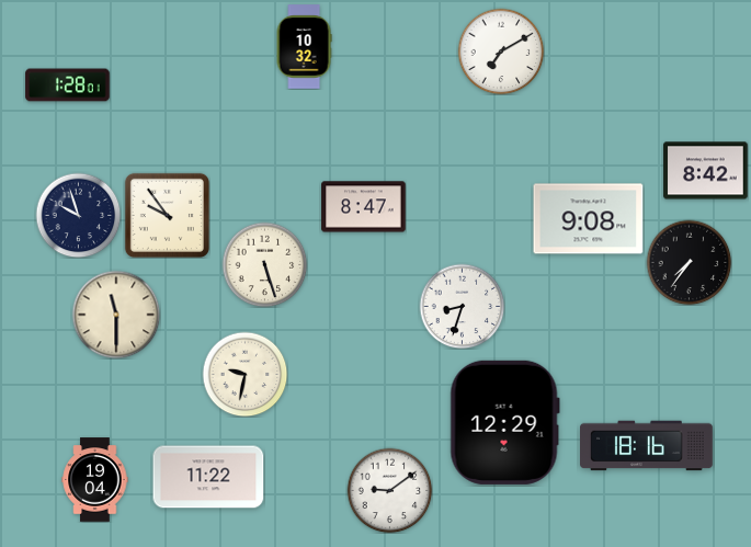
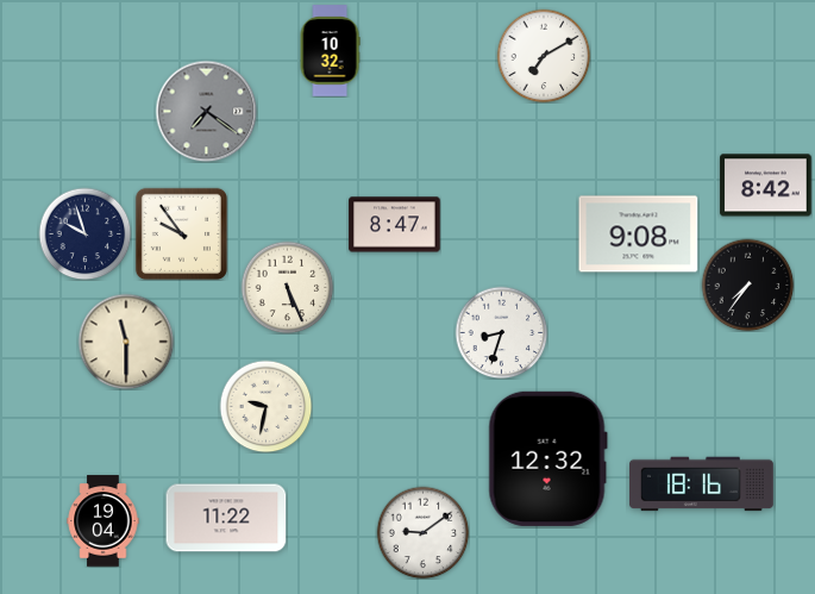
clock at (68, 86): 1:28 -> none
clock at (206, 111): none -> 7:21
clock at (589, 219) position: (589, 219) -> (639, 235)
clock at (264, 264): 5:27 -> 5:26
clock at (504, 422): 12:29 -> 12:32
